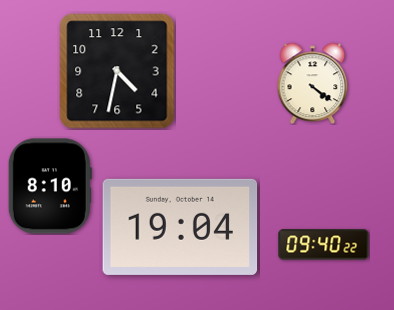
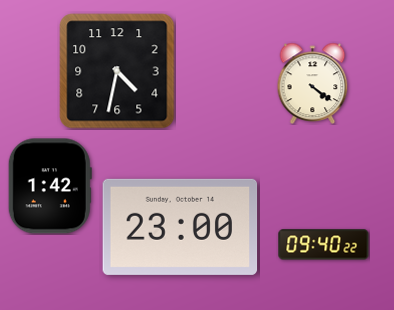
clock at (50, 186): 8:10 -> 1:42
clock at (180, 227): 19:04 -> 23:00
